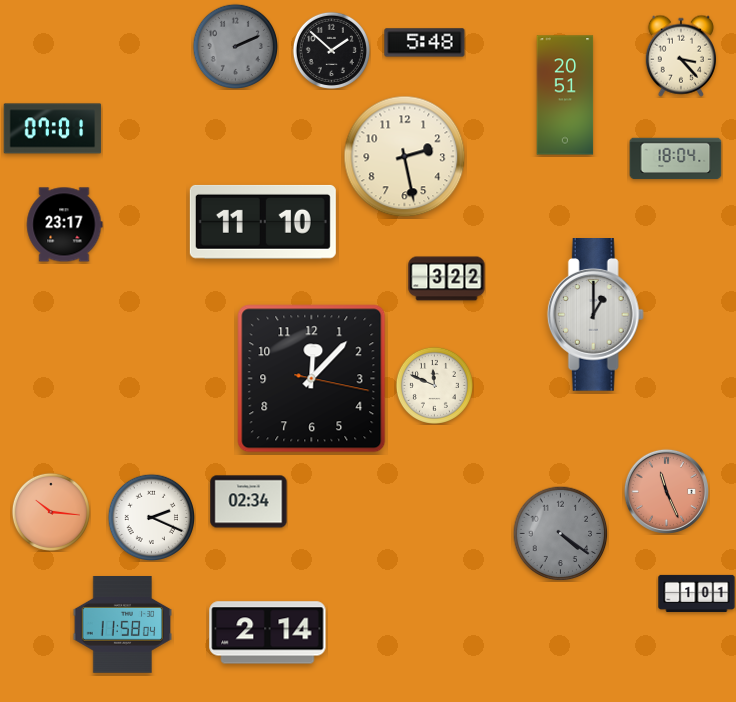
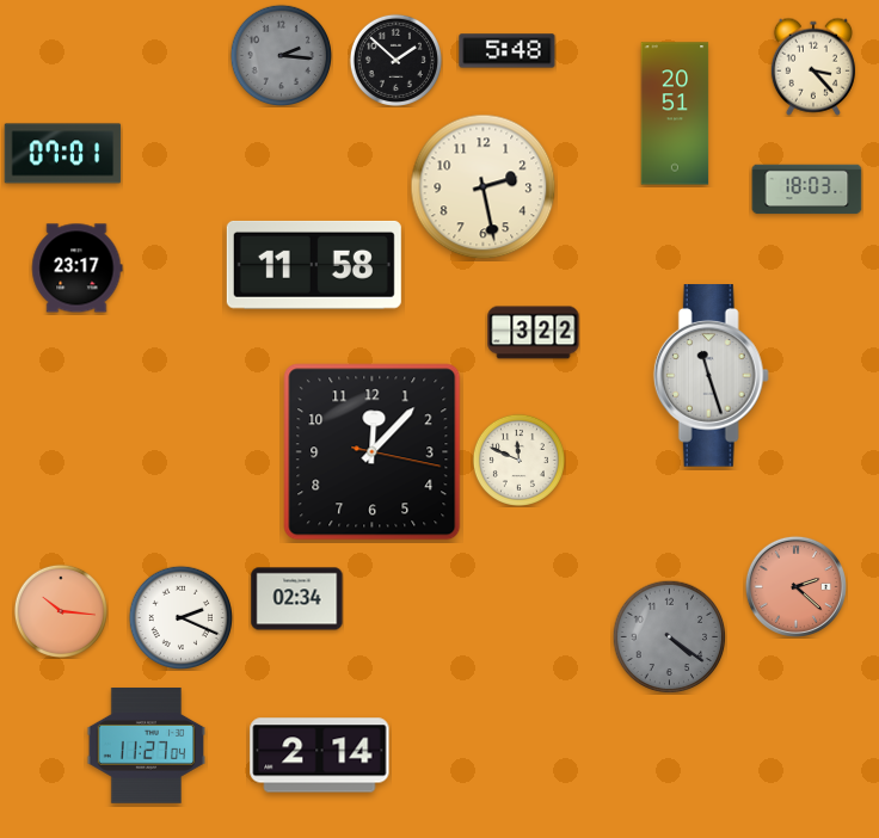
clock at (235, 46): 2:11 -> 2:16
clock at (676, 159): 18:04 -> 18:03
clock at (263, 222): 11:10 -> 11:58
clock at (595, 315): 1:00 -> 11:27
clock at (666, 491): 11:26 -> 2:22
clock at (697, 593): 1:01 -> none
clock at (122, 625): 11:58 -> 11:27
